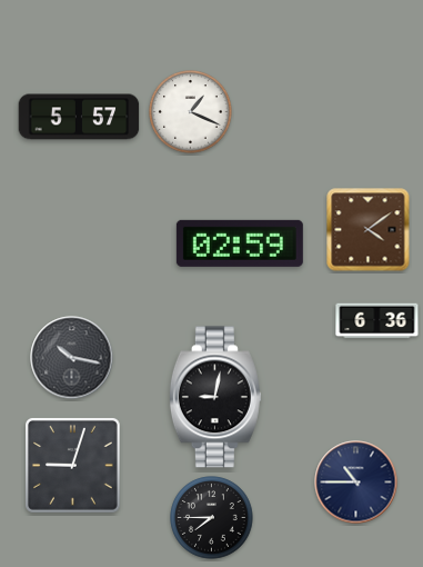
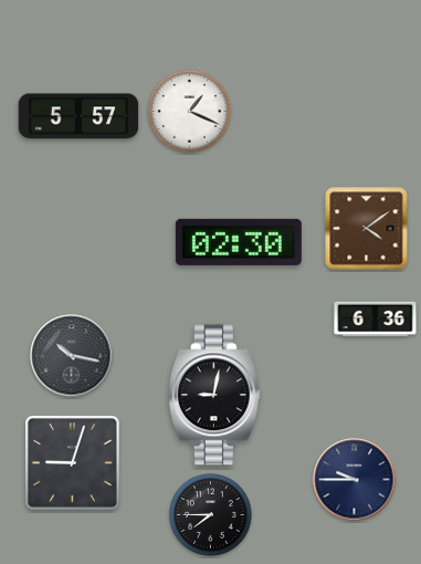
clock at (240, 243): 02:59 -> 02:30
clock at (356, 483): 10:45 -> 9:45
